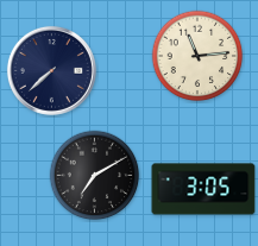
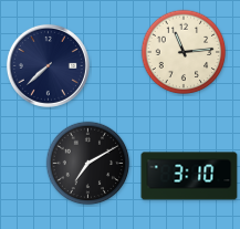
clock at (203, 189): 3:05 -> 3:10
